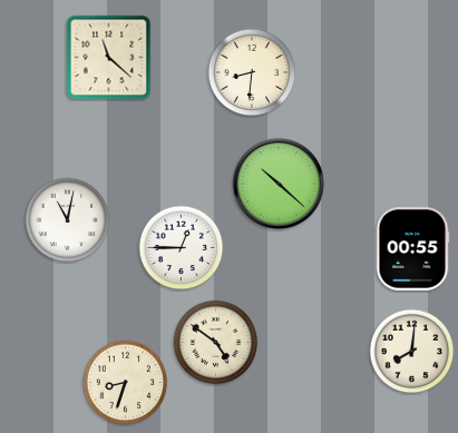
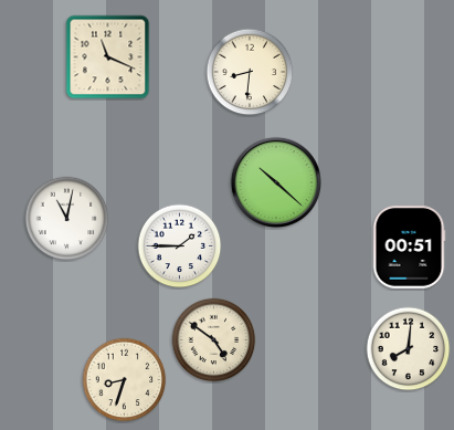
clock at (109, 58): 11:22 -> 11:19
clock at (182, 248): 12:45 -> 1:45
clock at (412, 249): 00:55 -> 00:51
